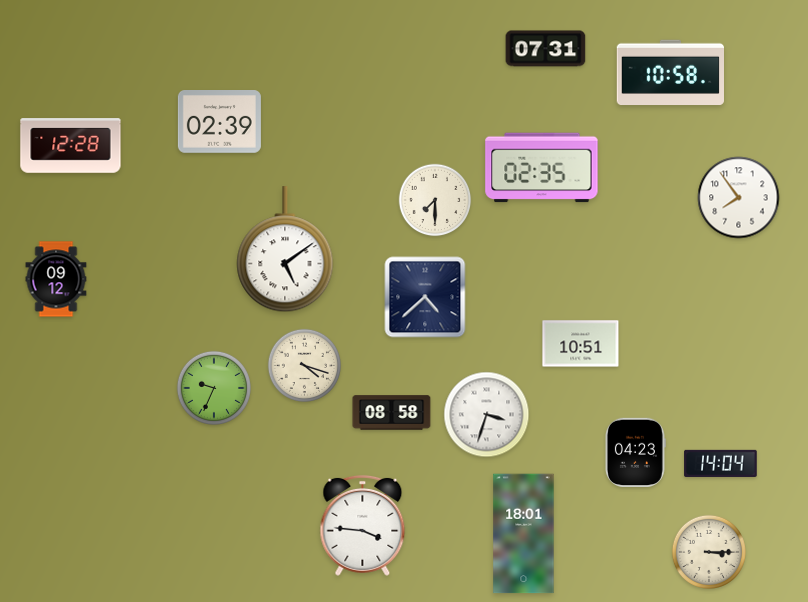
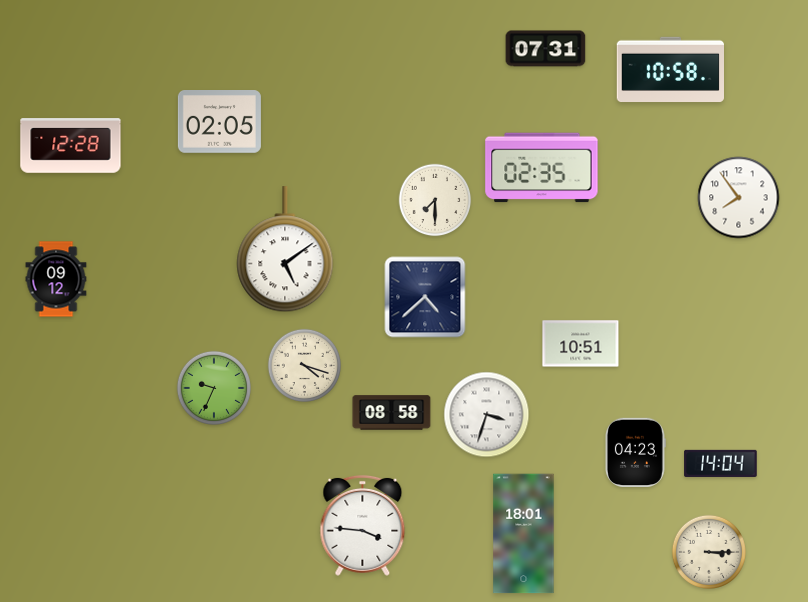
clock at (670, 73) position: (670, 73) -> (670, 70)
clock at (219, 122): 02:39 -> 02:05
